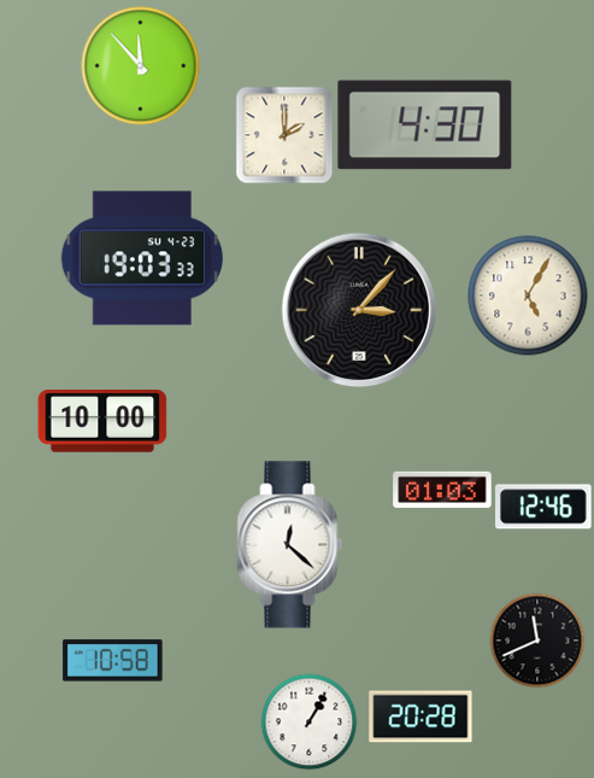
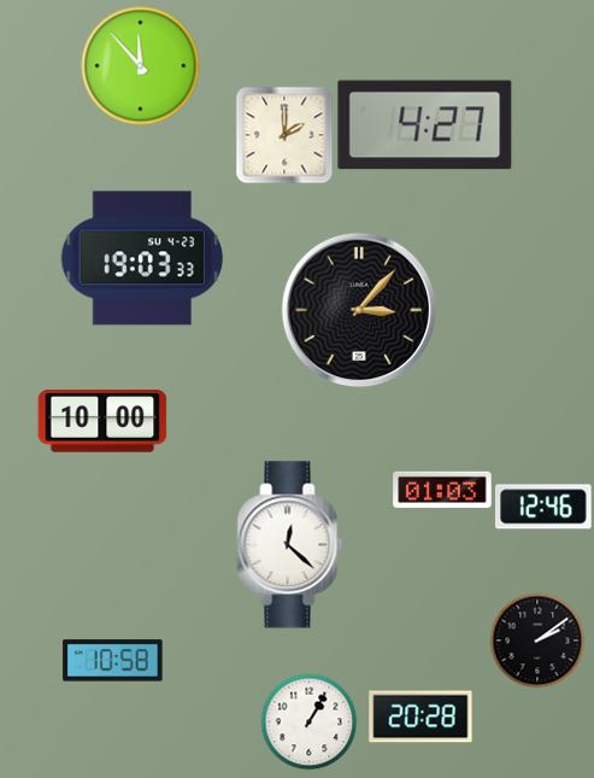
clock at (425, 125): 4:30 -> 4:27
clock at (528, 296): 5:05 -> none
clock at (537, 640): 11:41 -> 2:09
